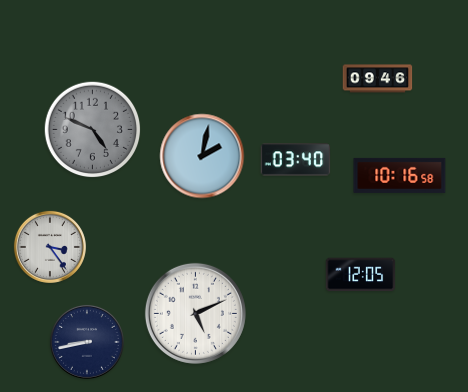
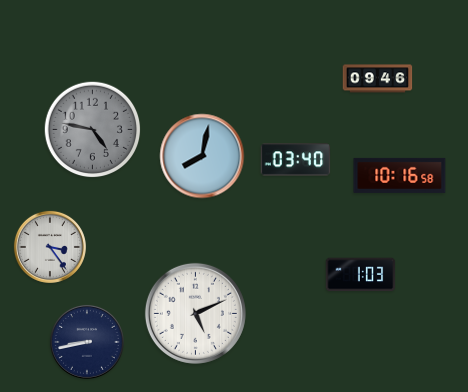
clock at (93, 130): 4:49 -> 4:47
clock at (202, 156): 2:02 -> 8:02
clock at (361, 275): 12:05 -> 1:03
